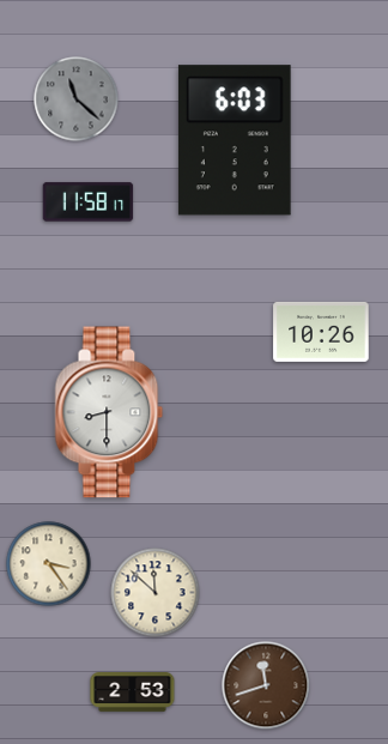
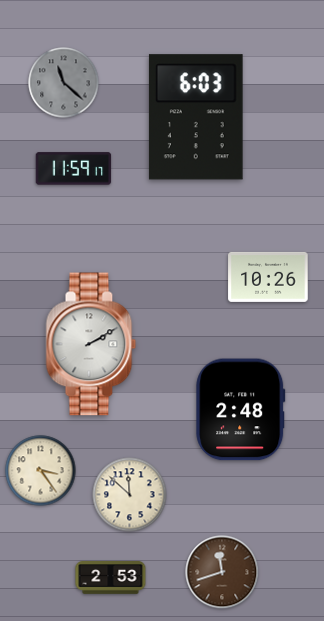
clock at (89, 202): 11:58 -> 11:59
clock at (109, 412): 8:30 -> 2:10
clock at (241, 410): none -> 2:48
